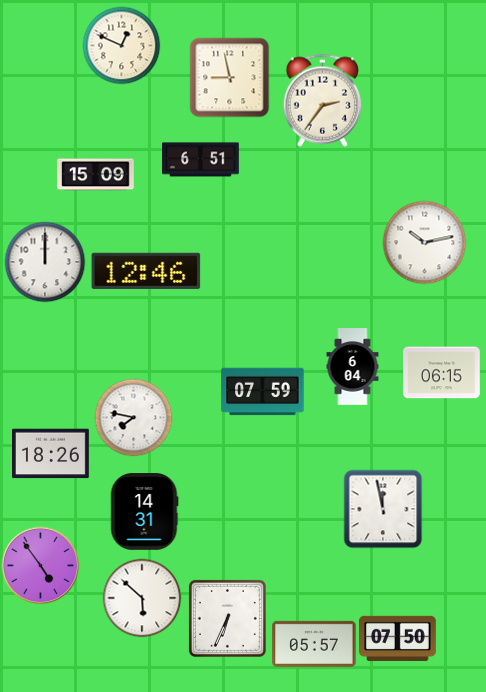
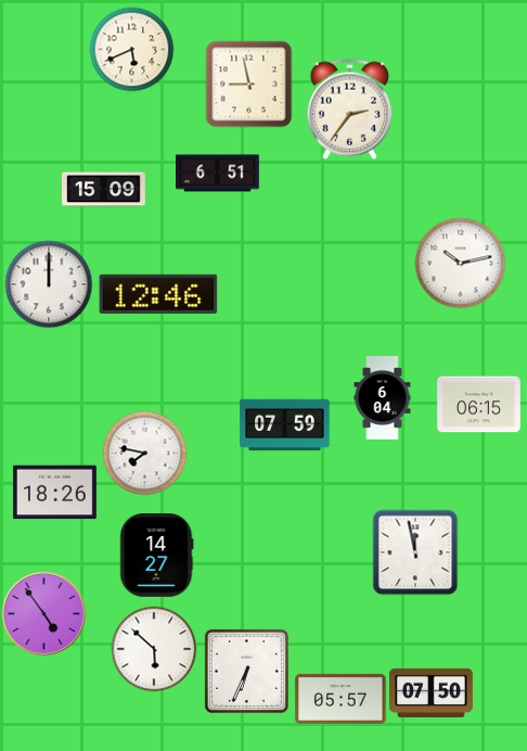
clock at (121, 45): 12:49 -> 5:41
clock at (144, 512): 14:31 -> 14:27
